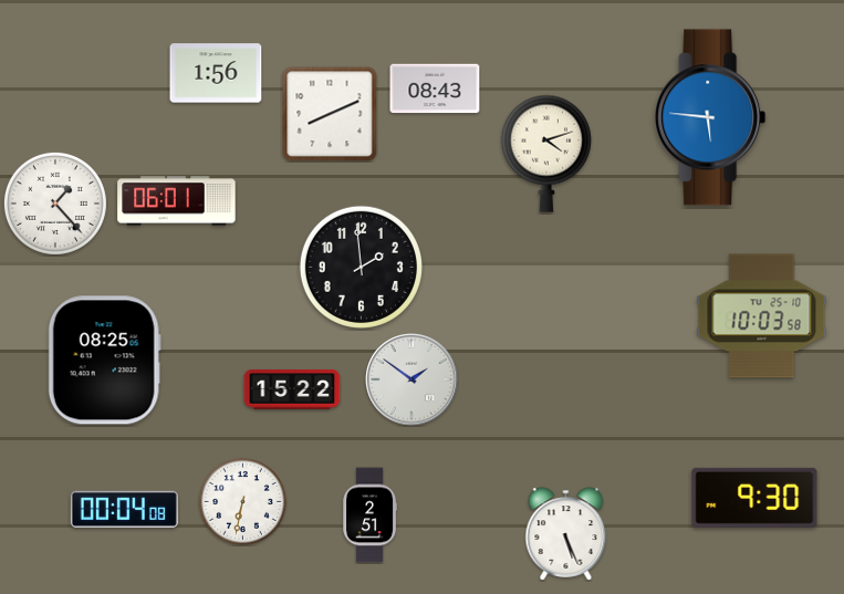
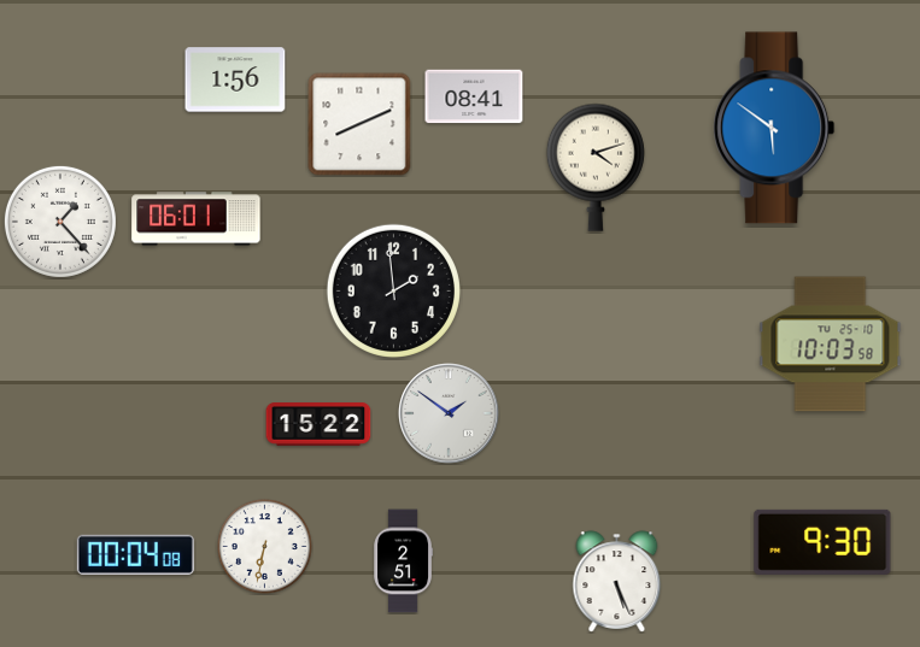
clock at (435, 88): 08:43 -> 08:41
clock at (710, 117): 5:46 -> 5:51
clock at (177, 201) position: (177, 201) -> (197, 219)
clock at (104, 361): 08:25 -> none
